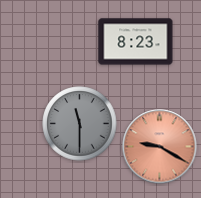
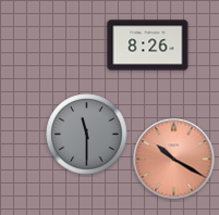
clock at (136, 42): 8:23 -> 8:26
clock at (160, 147): 9:20 -> 10:20
